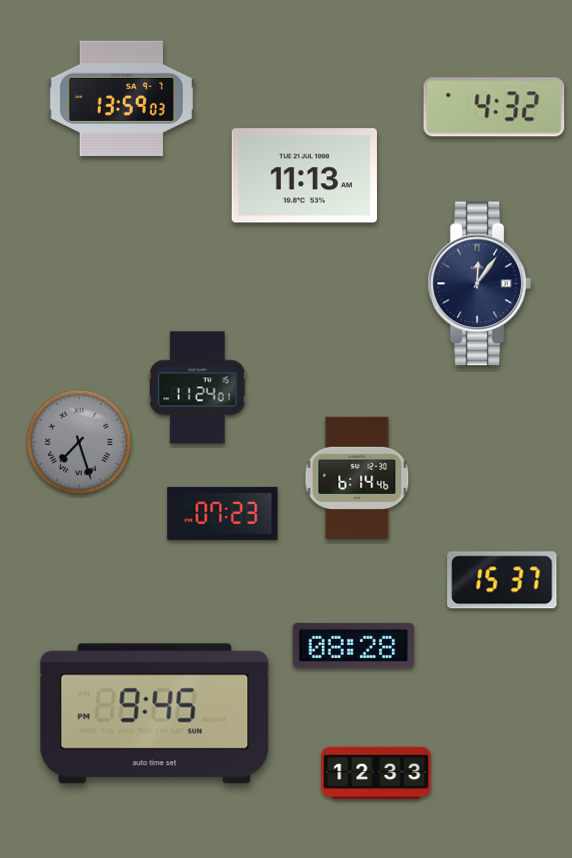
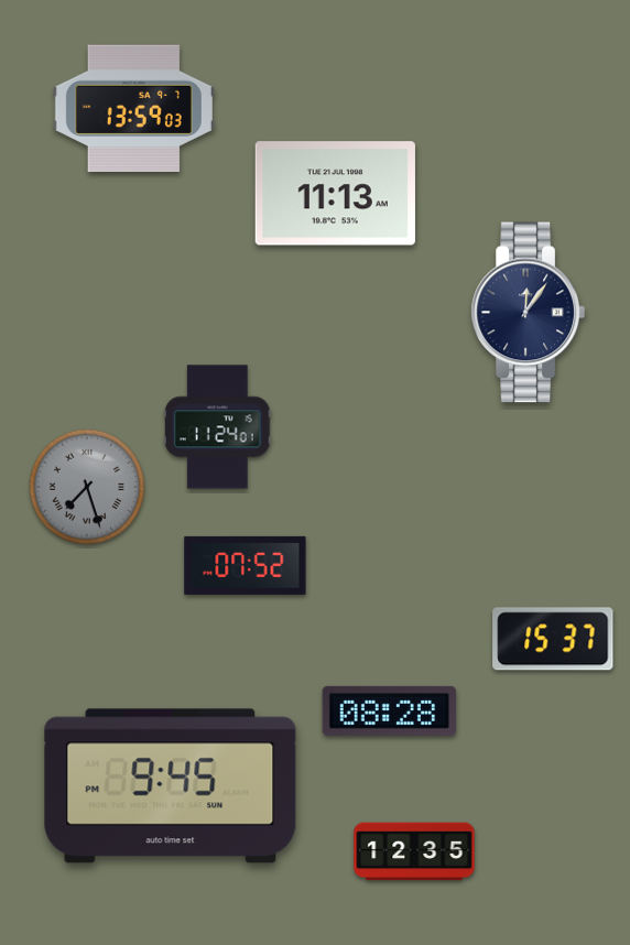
clock at (494, 107): 4:32 -> none
clock at (357, 477): 6:14 -> none
clock at (223, 513): 07:23 -> 07:52
clock at (376, 773): 12:33 -> 12:35
